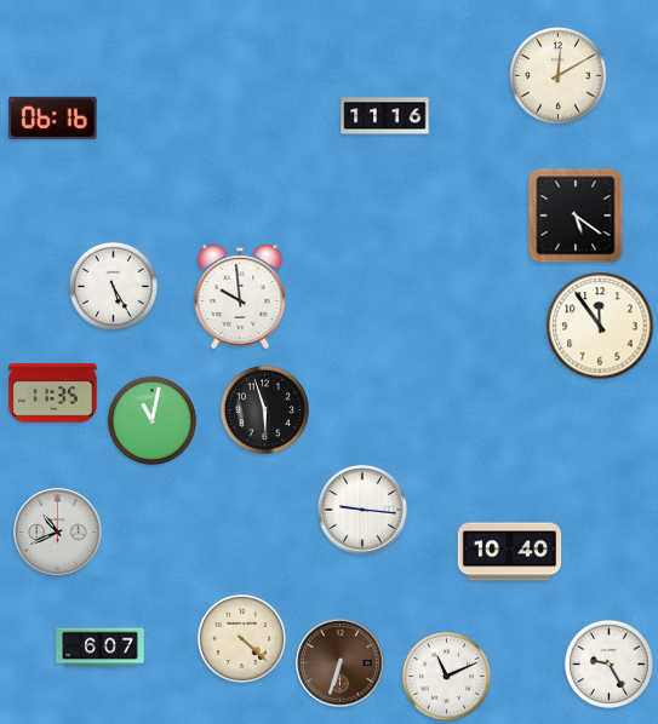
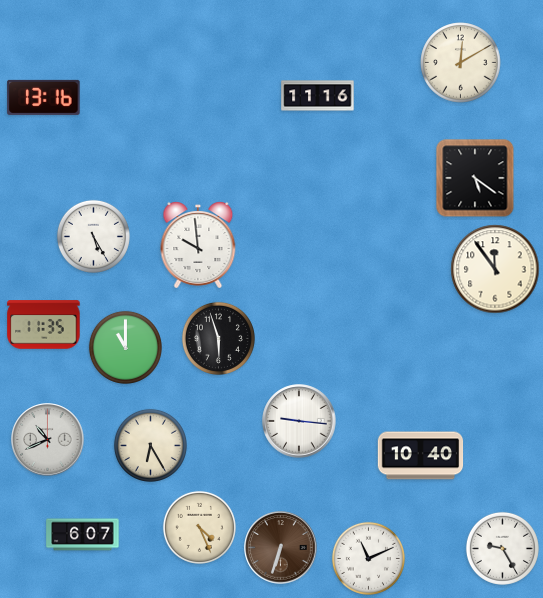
clock at (53, 117): 06:16 -> 13:16
clock at (151, 420): 11:02 -> 11:00
clock at (150, 445): none -> 6:25
clock at (241, 638): 4:22 -> 4:26
